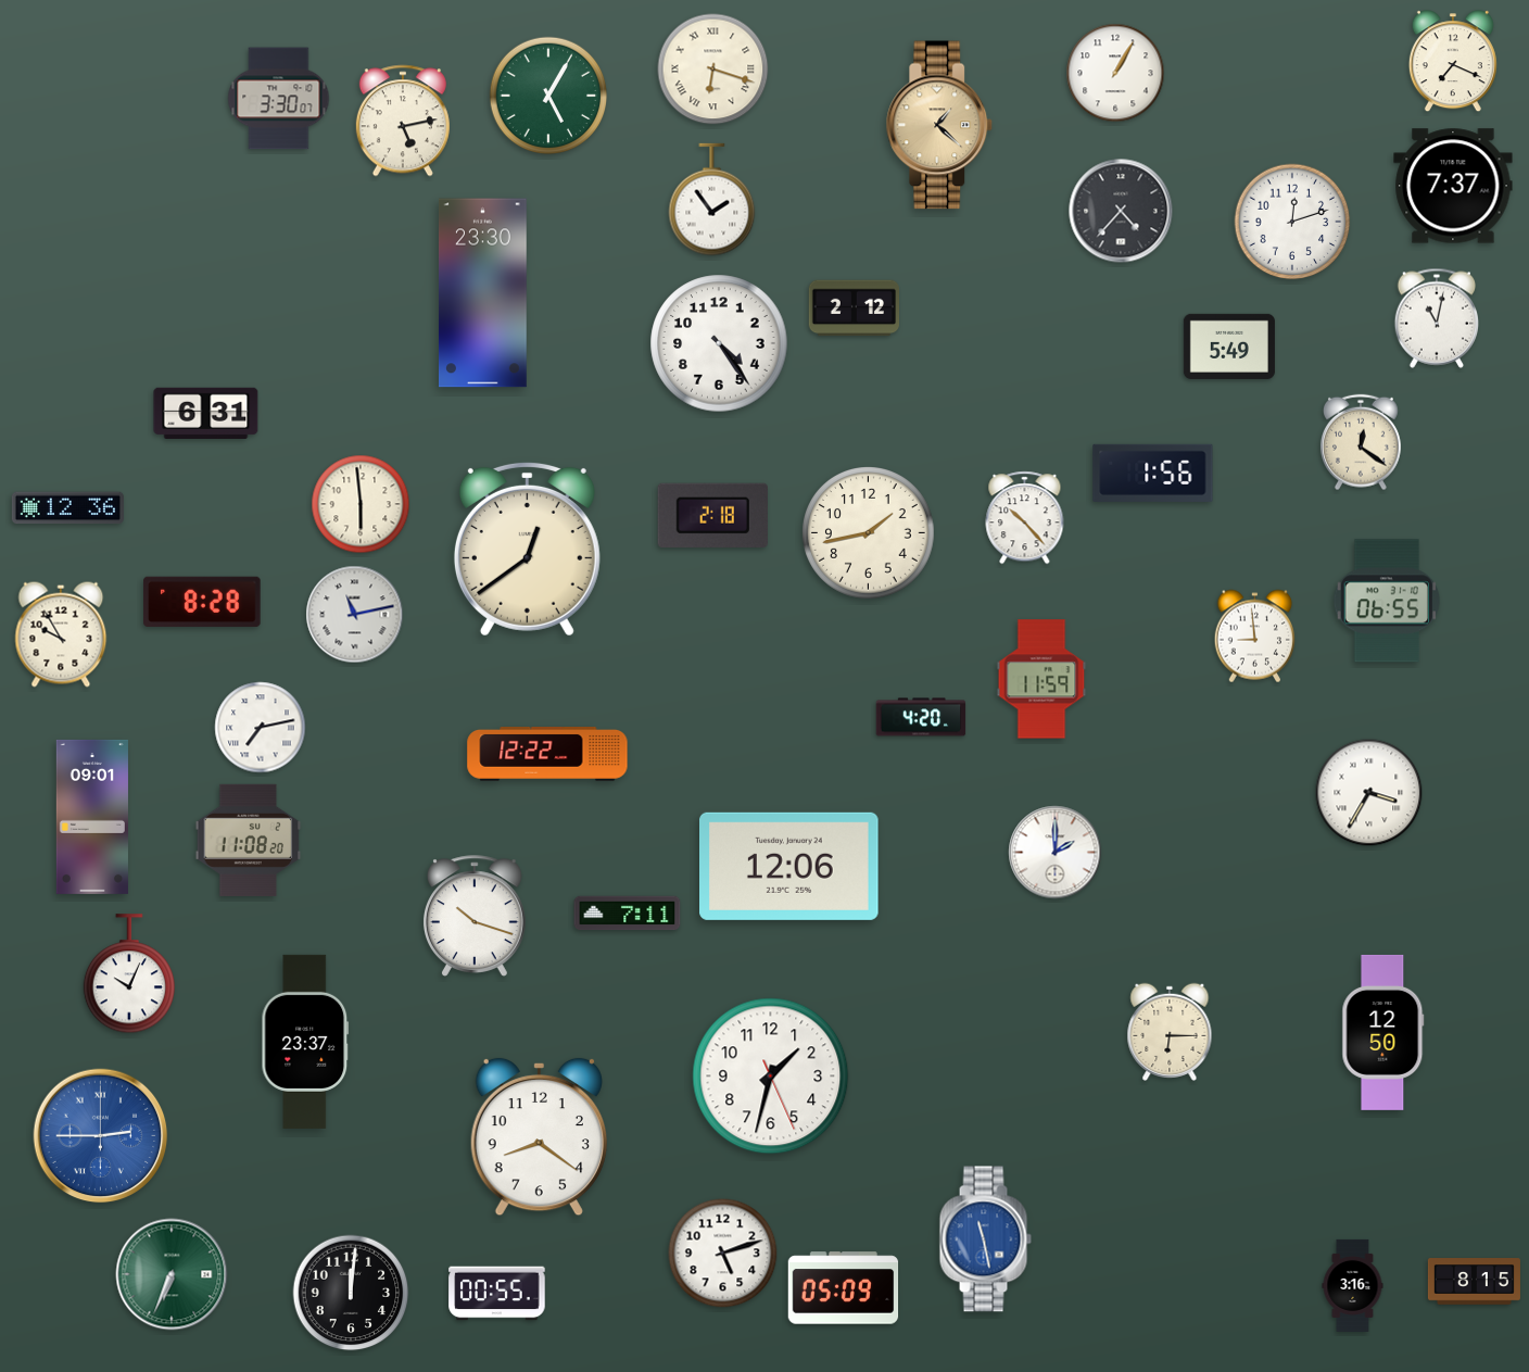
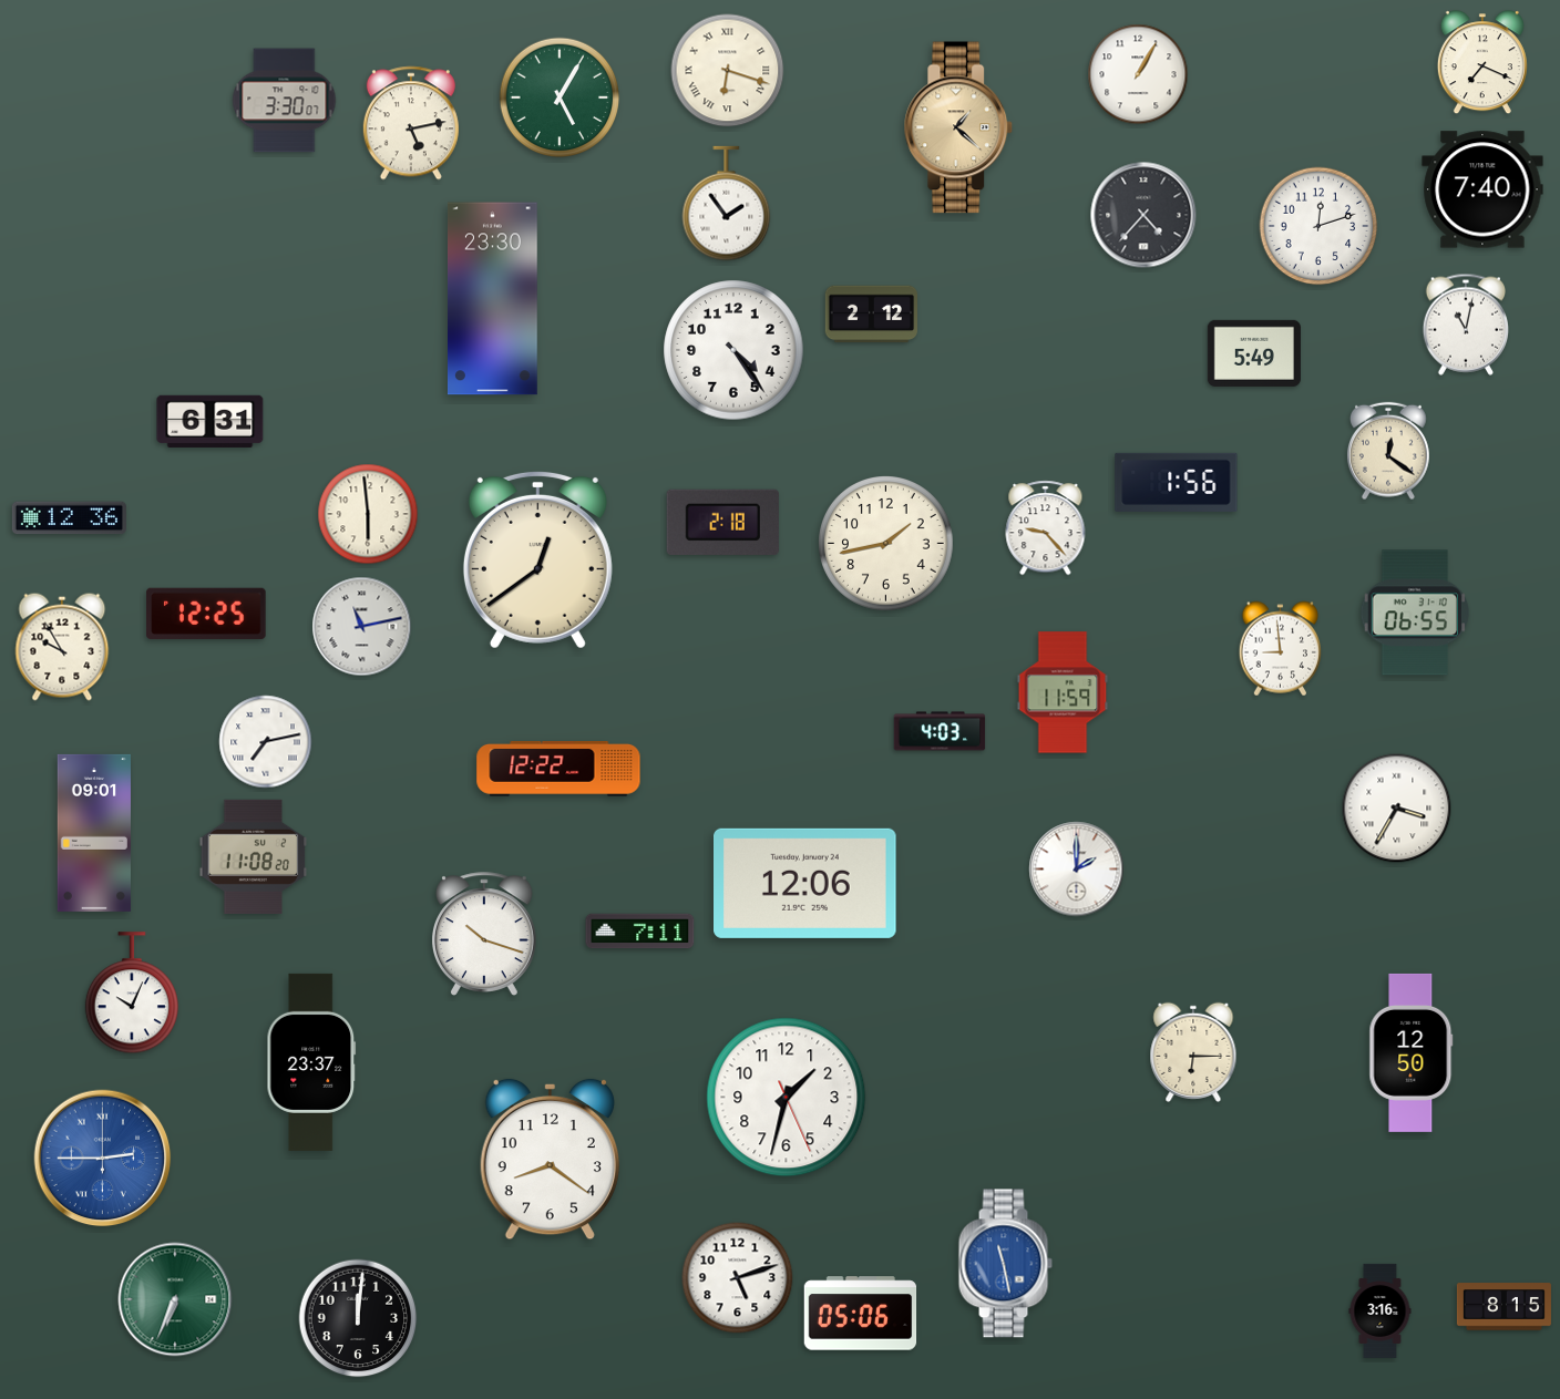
clock at (1453, 186): 7:37 -> 7:40
clock at (712, 515) position: (712, 515) -> (722, 522)
clock at (1025, 518): 10:23 -> 9:23
clock at (202, 602): 8:28 -> 12:25
clock at (921, 717): 4:20 -> 4:03
clock at (844, 1288): 05:09 -> 05:06
clock at (497, 1294): 00:55 -> none
